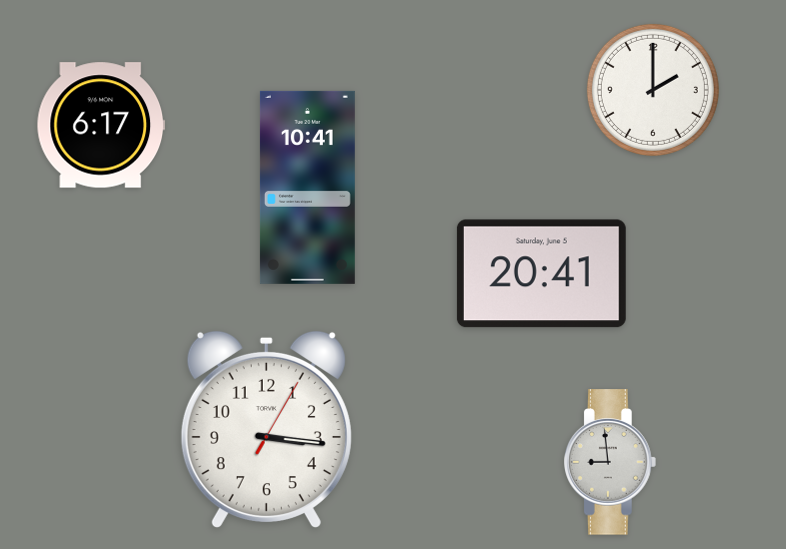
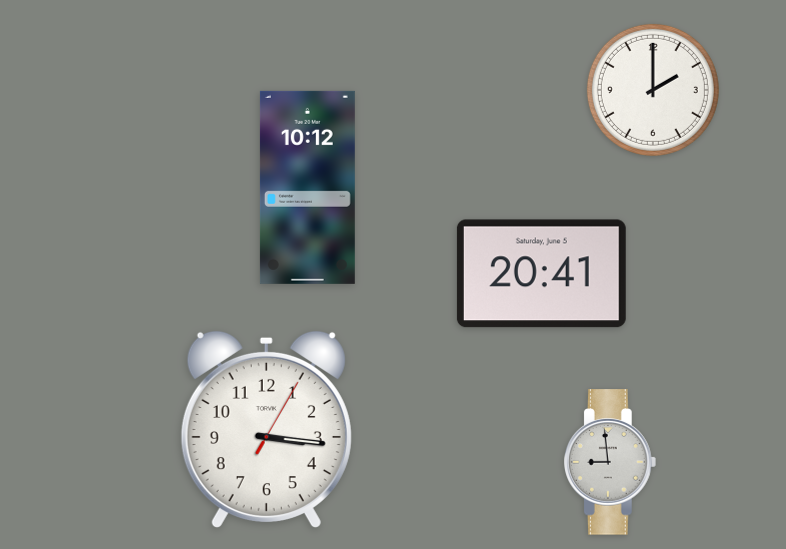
clock at (101, 125): 6:17 -> none
clock at (307, 187): 10:41 -> 10:12
